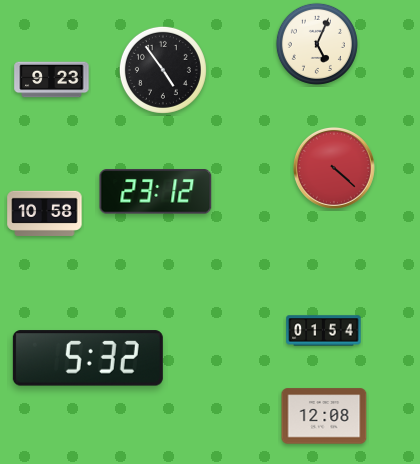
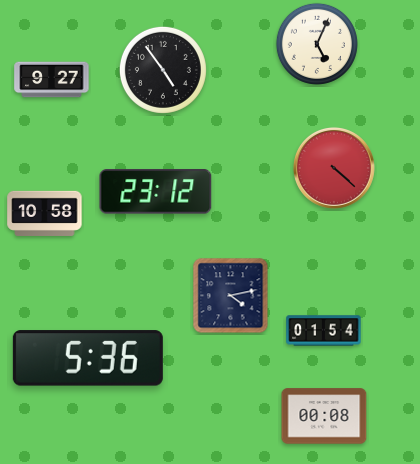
clock at (52, 80): 9:23 -> 9:27
clock at (231, 296): none -> 4:13
clock at (88, 358): 5:32 -> 5:36
clock at (324, 416): 12:08 -> 00:08
